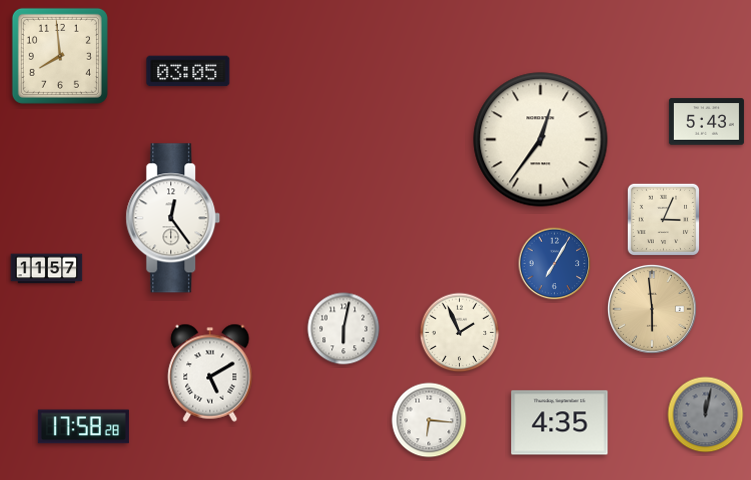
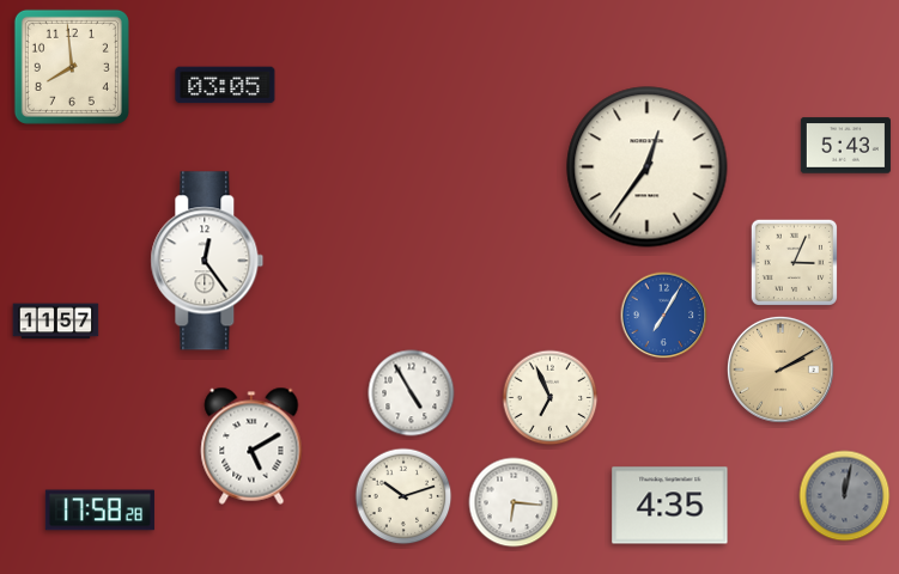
clock at (652, 309): 5:59 -> 2:10
clock at (344, 329): 6:02 -> 4:55
clock at (460, 333): 1:56 -> 6:56
clock at (403, 496): none -> 10:12
